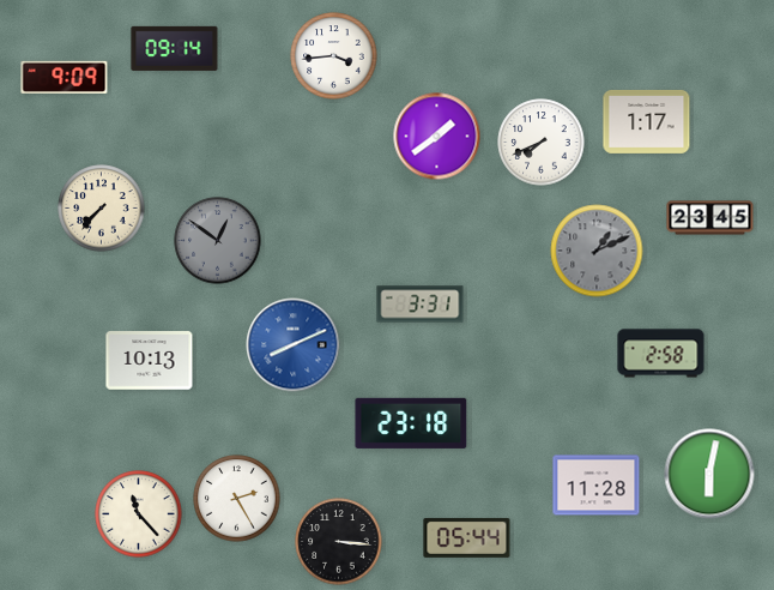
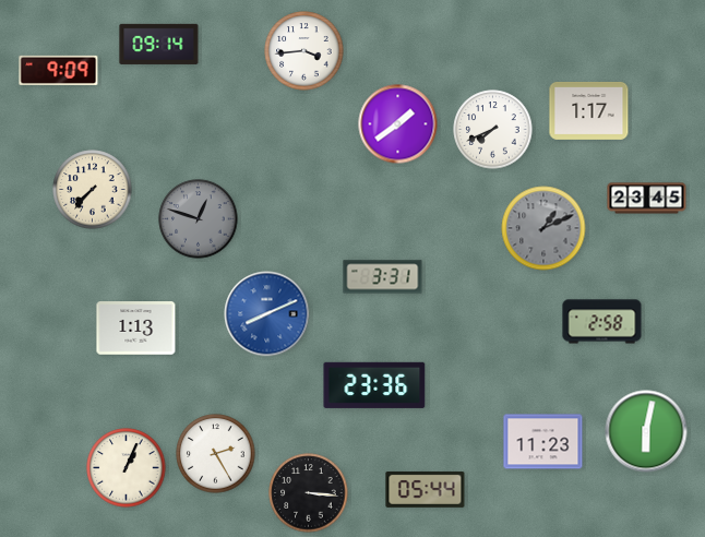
clock at (218, 241): 12:51 -> 12:48
clock at (150, 361): 10:13 -> 1:13
clock at (411, 423): 23:18 -> 23:36
clock at (597, 486): 11:28 -> 11:23
clock at (139, 514): 11:23 -> 1:04
